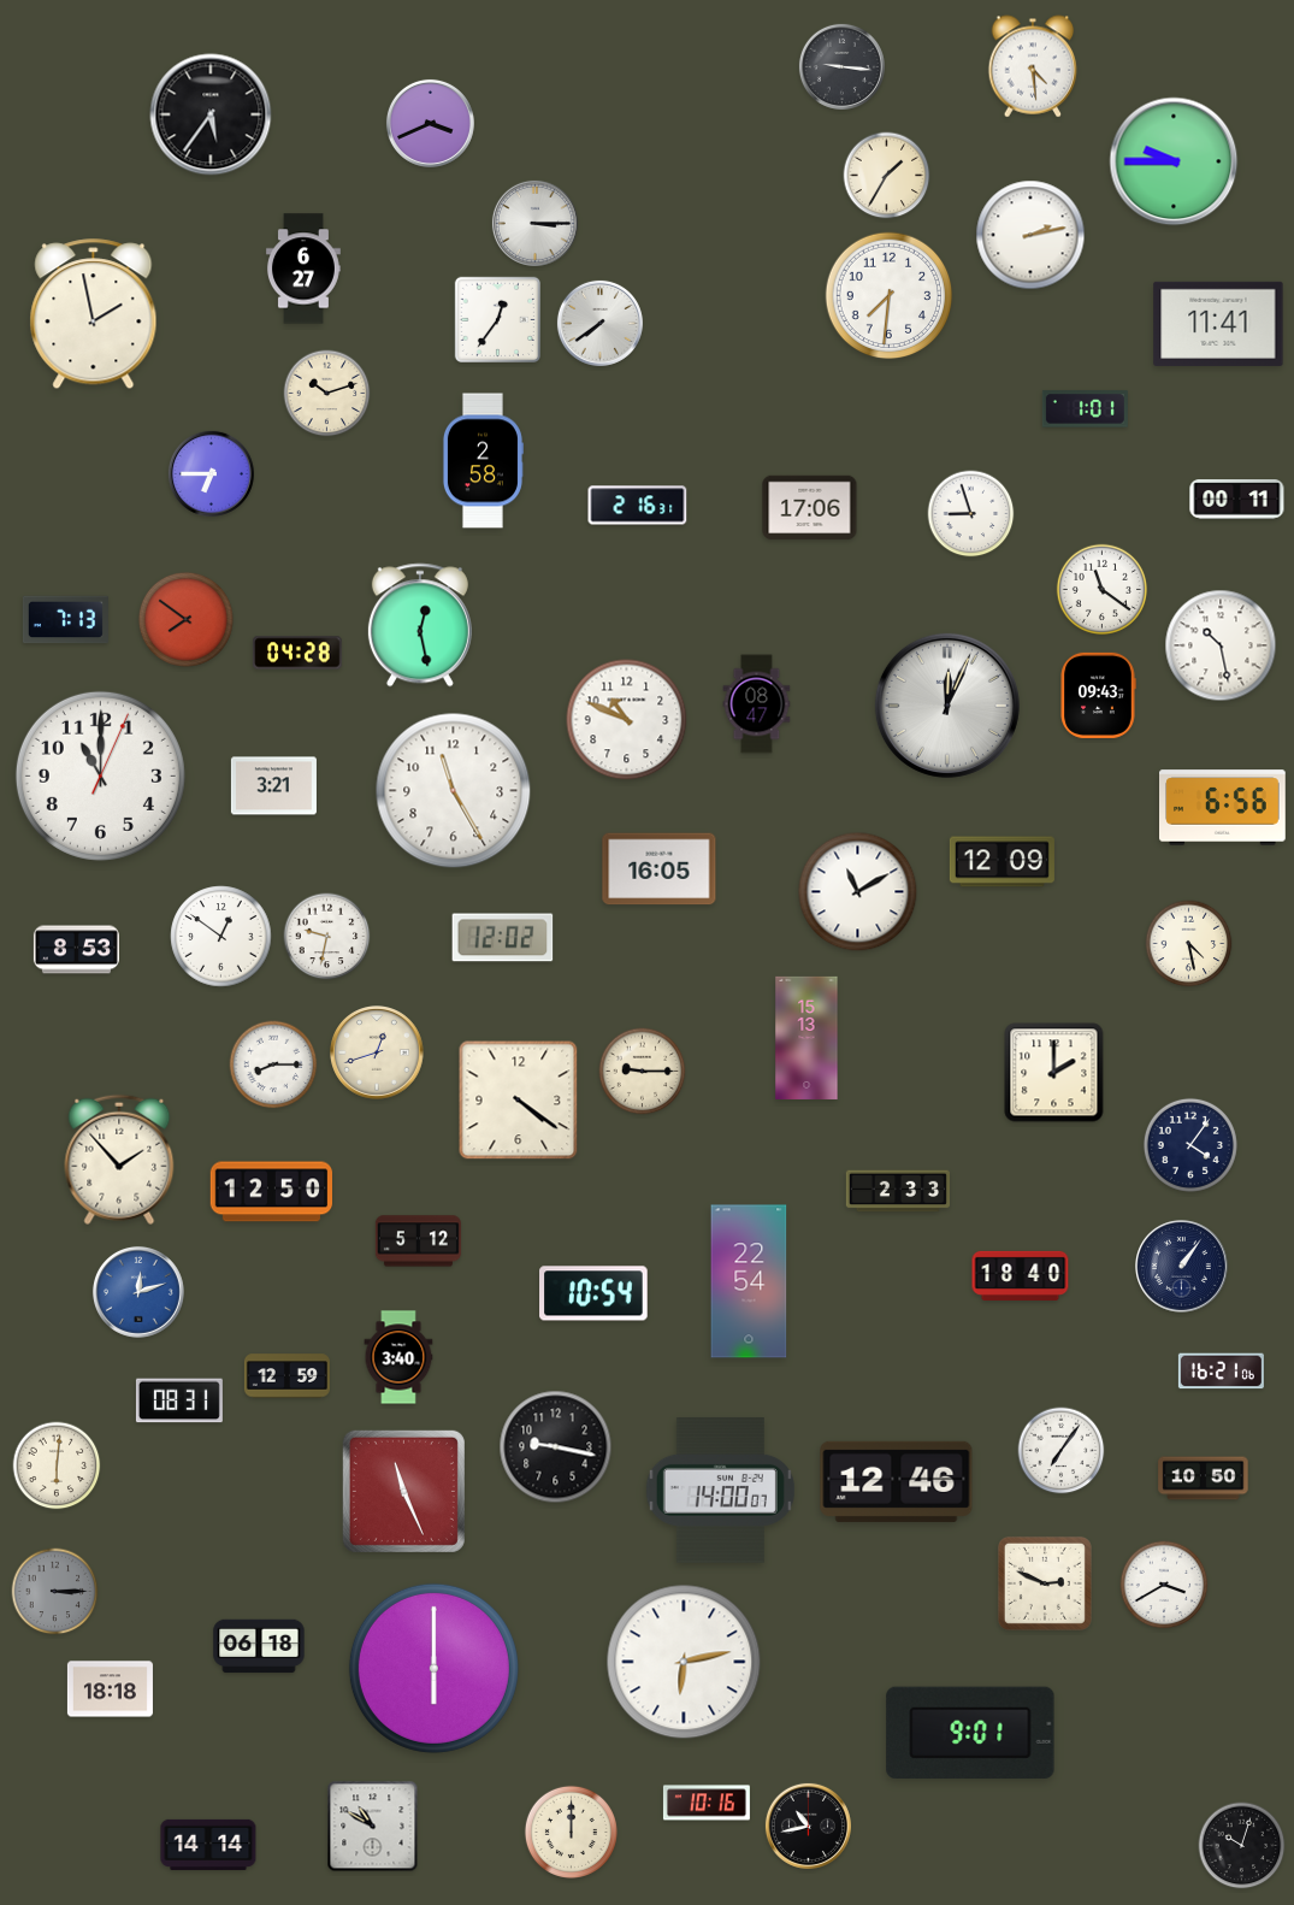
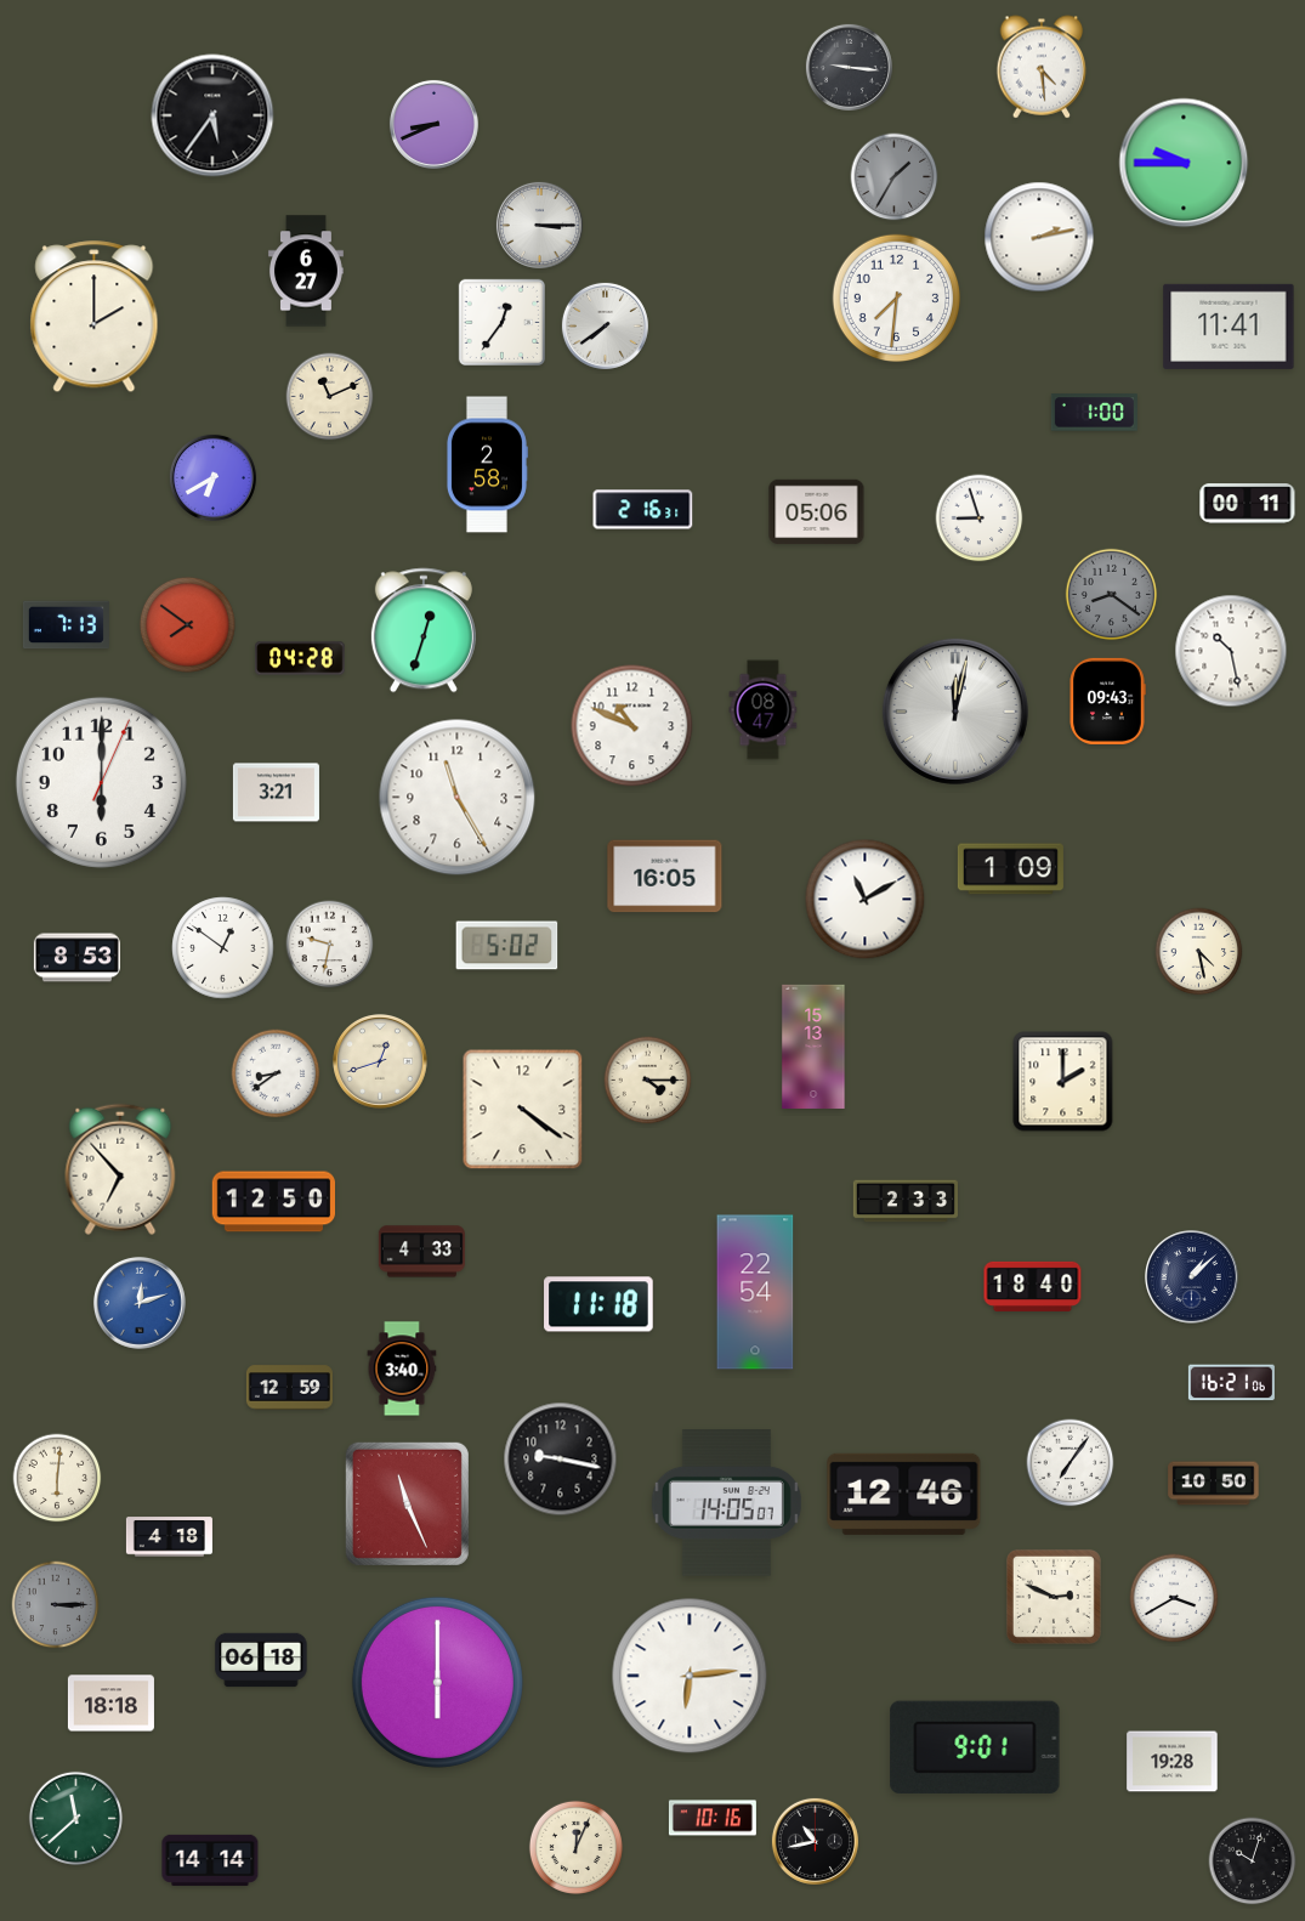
clock at (430, 123): 3:41 -> 8:41
clock at (887, 176) dial: cream -> grey
clock at (94, 314): 1:58 -> 2:00
clock at (327, 394): 10:12 -> 11:11
clock at (1085, 409): 1:01 -> 1:00
clock at (211, 473): 6:45 -> 6:40
clock at (810, 508): 17:06 -> 05:06
clock at (1103, 590): 11:21 -> 8:21
clock at (1103, 590) dial: white -> grey
clock at (420, 625): 12:28 -> 12:33
clock at (947, 706): 12:04 -> 12:02
clock at (100, 775): 11:00 -> 6:00
clock at (1223, 808): 6:56 -> none
clock at (1001, 862): 12:09 -> 1:09
clock at (221, 937) position: (221, 937) -> (223, 948)
clock at (503, 938): 12:02 -> 5:02
clock at (273, 1064): 8:15 -> 8:39
clock at (643, 1072): 9:15 -> 4:15
clock at (1190, 1145): 4:06 -> none
clock at (119, 1160): 1:53 -> 6:53
clock at (418, 1242): 5:12 -> 4:33
clock at (1182, 1267): 1:06 -> 1:08
clock at (1021, 1275) position: (1021, 1275) -> (1033, 1286)
clock at (593, 1293): 10:54 -> 11:18
clock at (179, 1400): 08:31 -> none
clock at (1204, 1479) position: (1204, 1479) -> (1214, 1484)
clock at (720, 1491): 14:00 -> 14:05
clock at (169, 1537): none -> 4:18
clock at (684, 1662): 6:13 -> 6:14
clock at (970, 1733) position: (970, 1733) -> (975, 1747)
clock at (1173, 1762): none -> 19:28
clock at (75, 1818): none -> 11:38
clock at (373, 1827): 10:50 -> none
clock at (571, 1832): 12:00 -> 12:04
